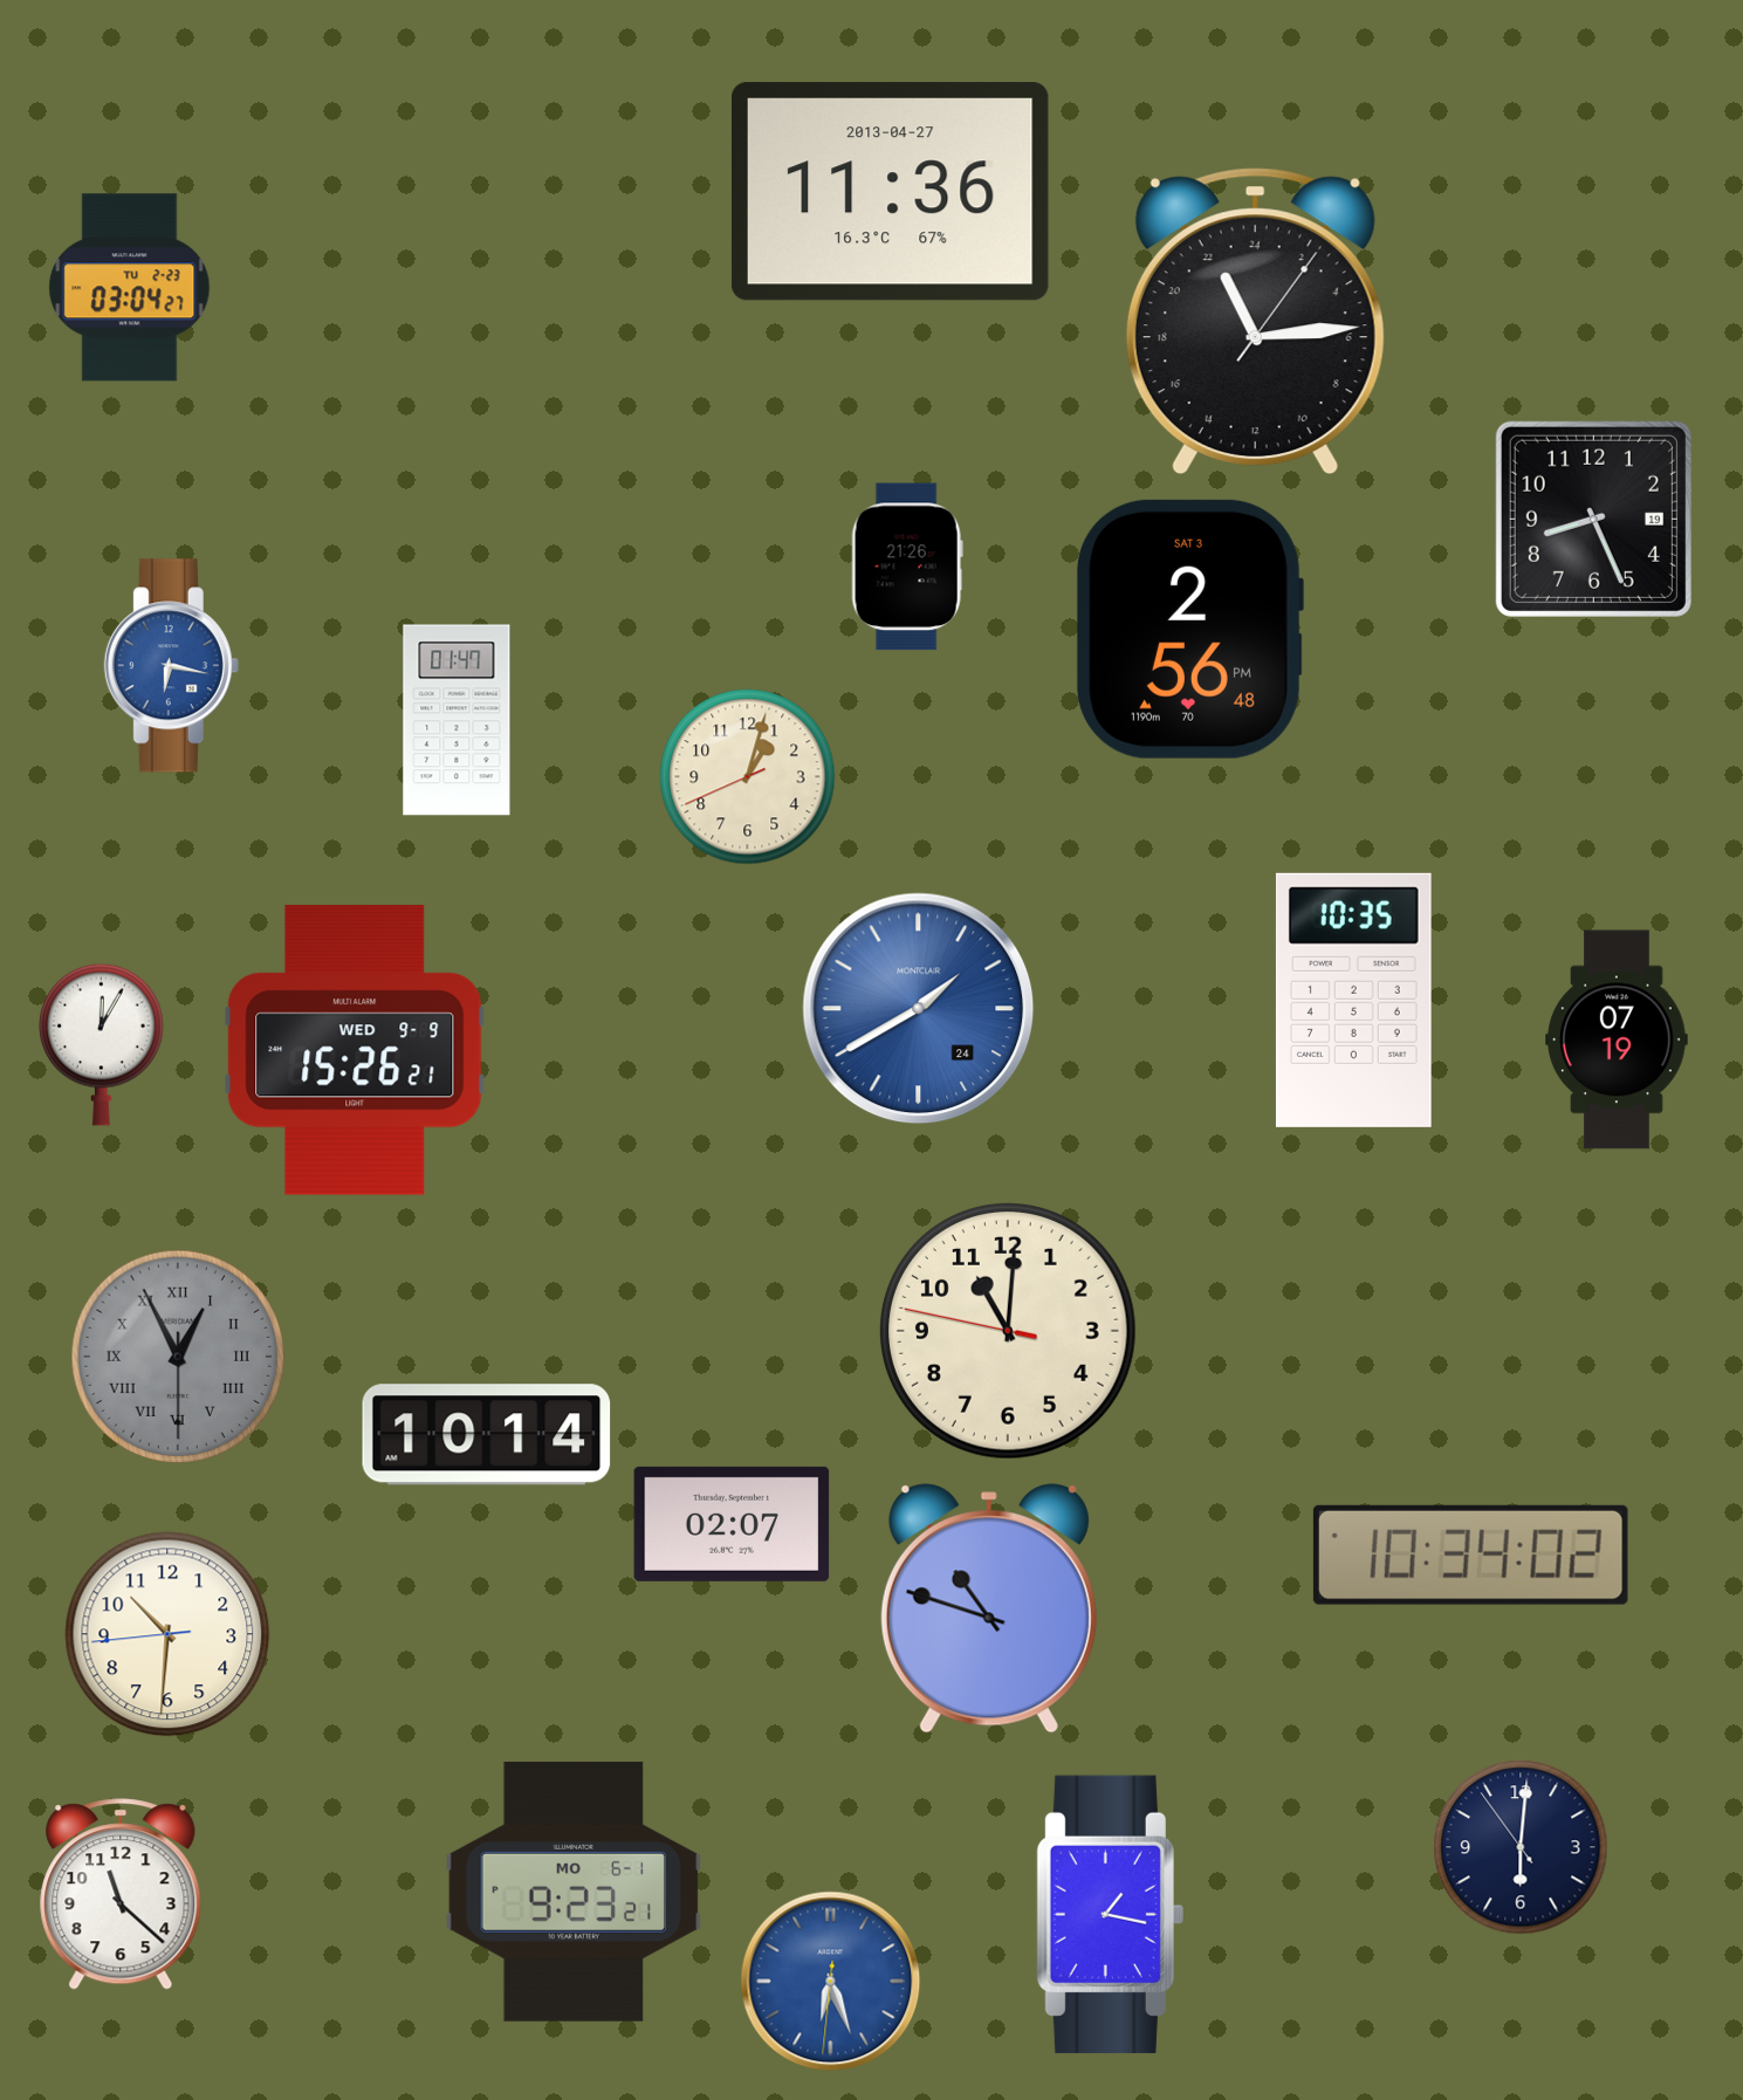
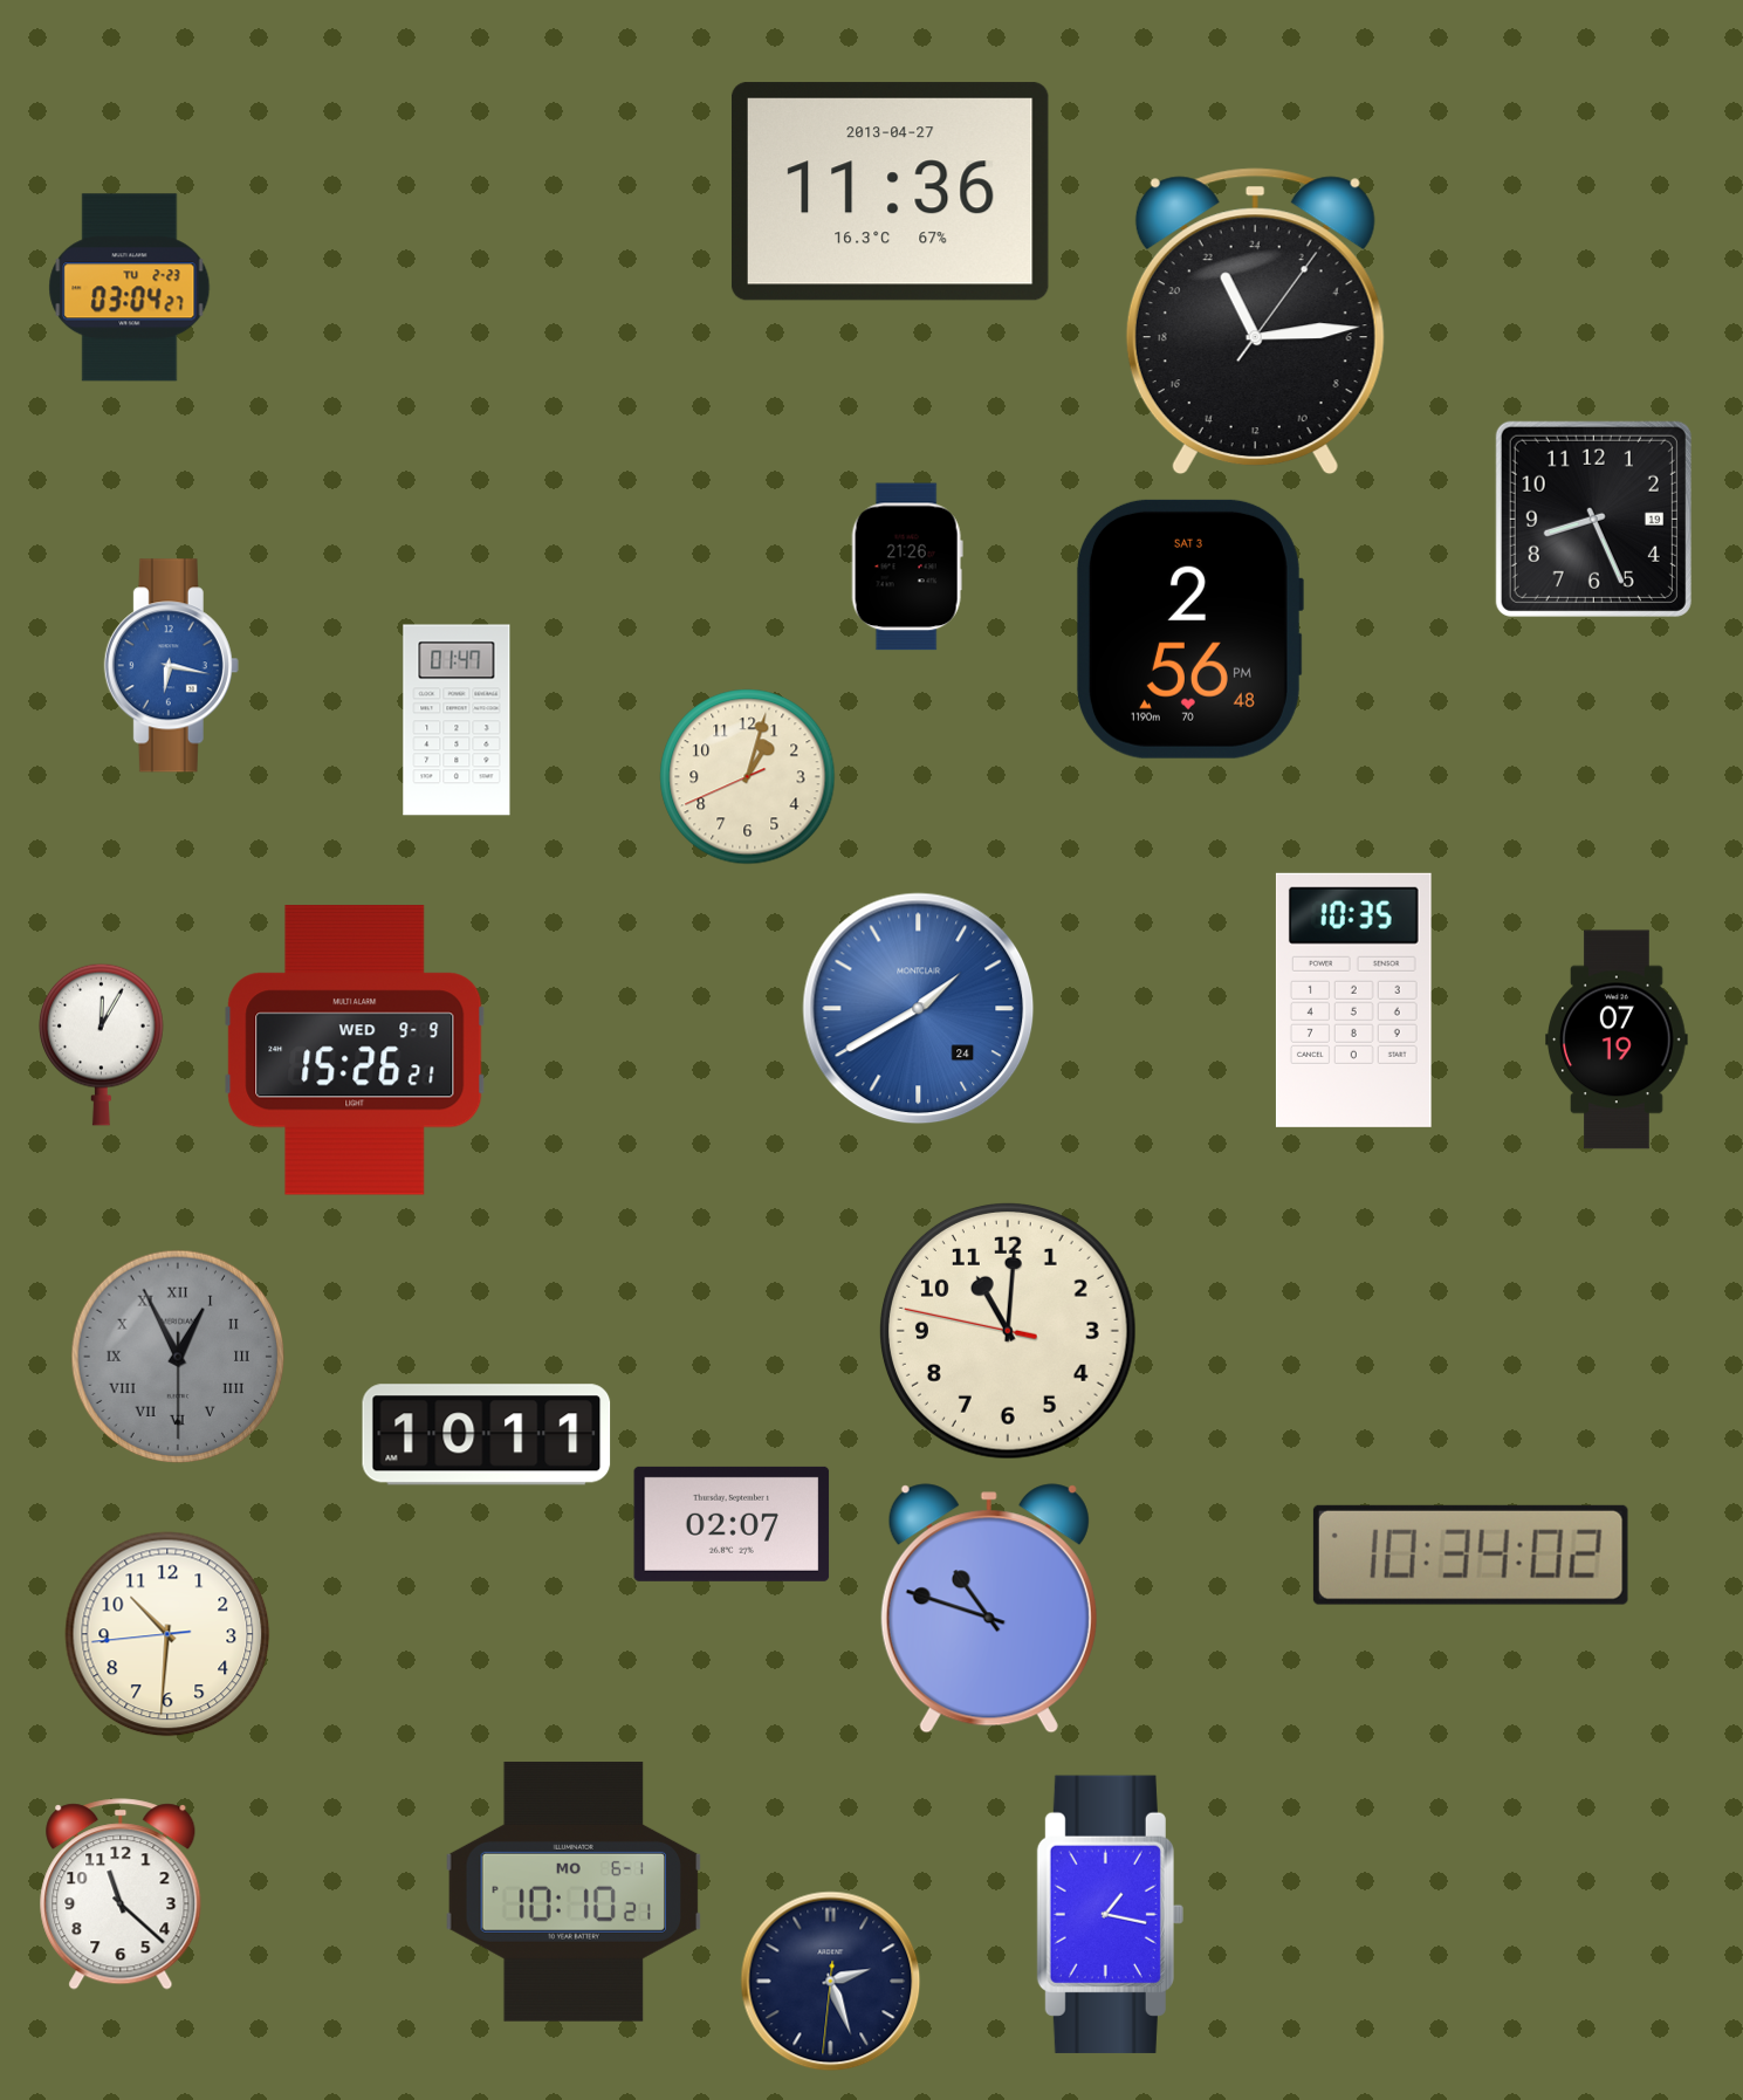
clock at (487, 1435): 10:14 -> 10:11
clock at (1521, 1847): 6:00 -> none
clock at (574, 1892): 9:23 -> 10:10
clock at (831, 1982): 6:26 -> 2:26
clock at (831, 1982) dial: blue -> navy
